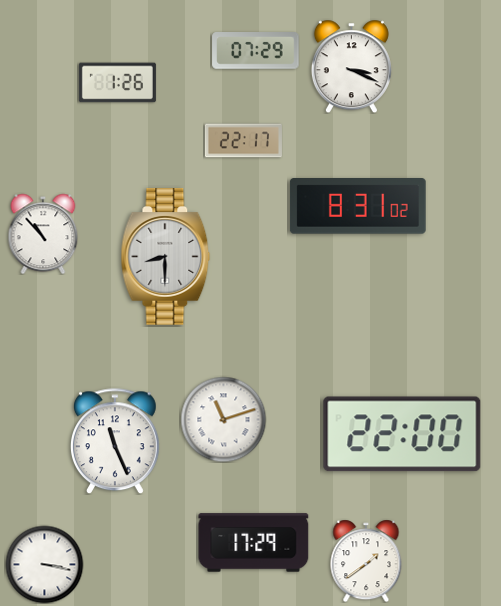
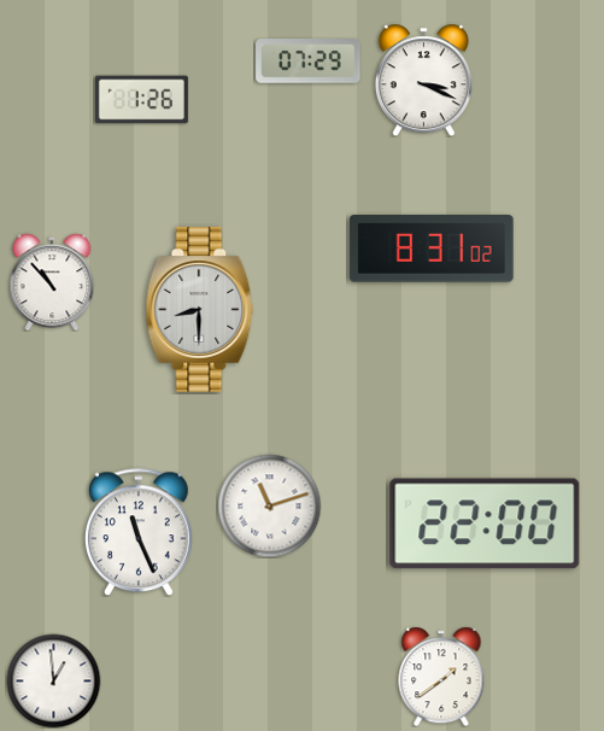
clock at (243, 141): 22:17 -> none
clock at (254, 543): 17:29 -> none
clock at (44, 564): 3:17 -> 12:59
